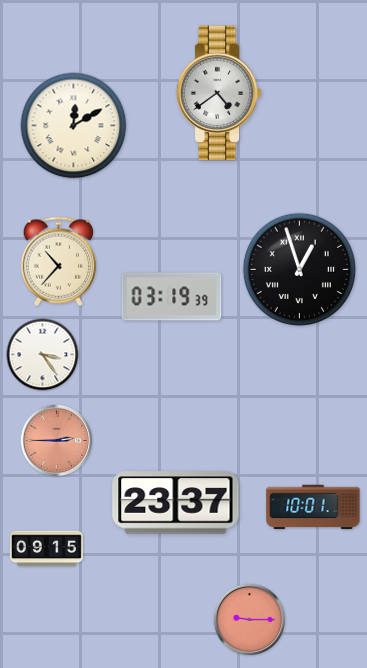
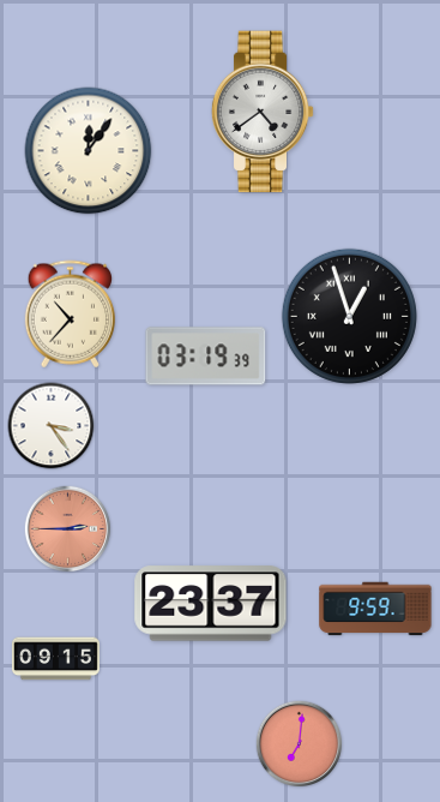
clock at (74, 126): 12:10 -> 12:06
clock at (299, 269) position: (299, 269) -> (349, 316)
clock at (313, 507): 10:01 -> 9:59
clock at (250, 620): 9:15 -> 7:01
